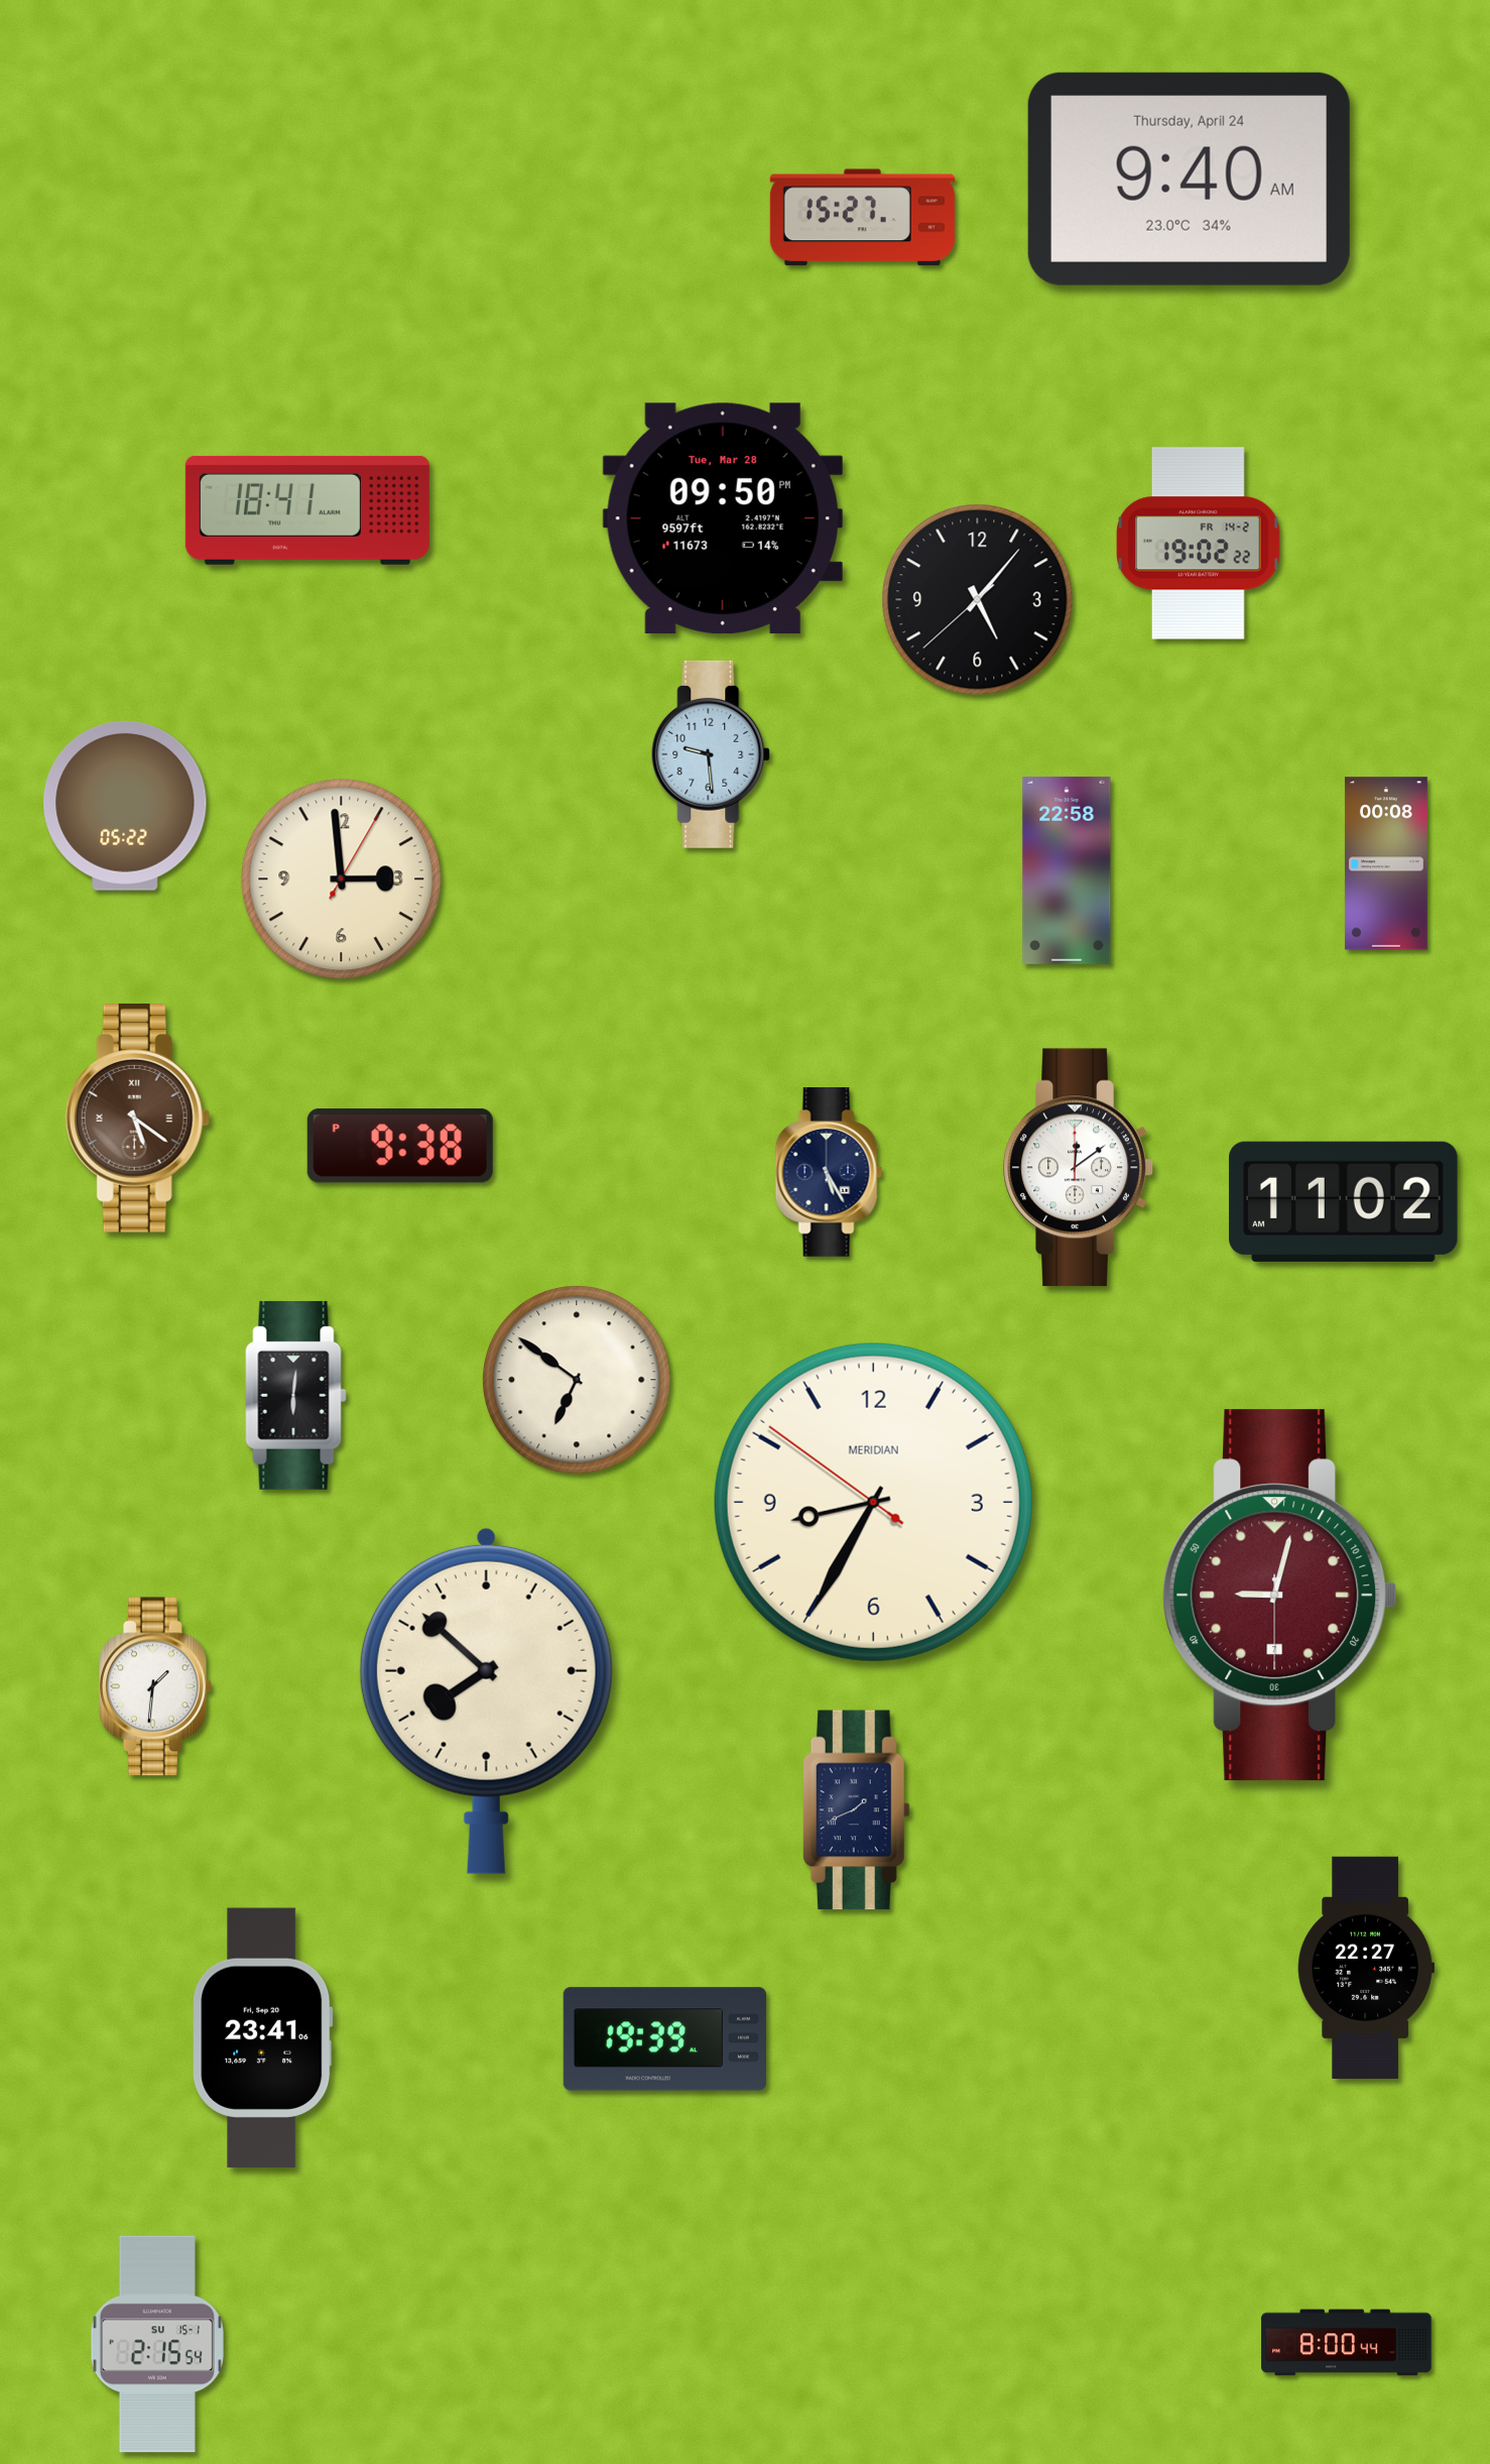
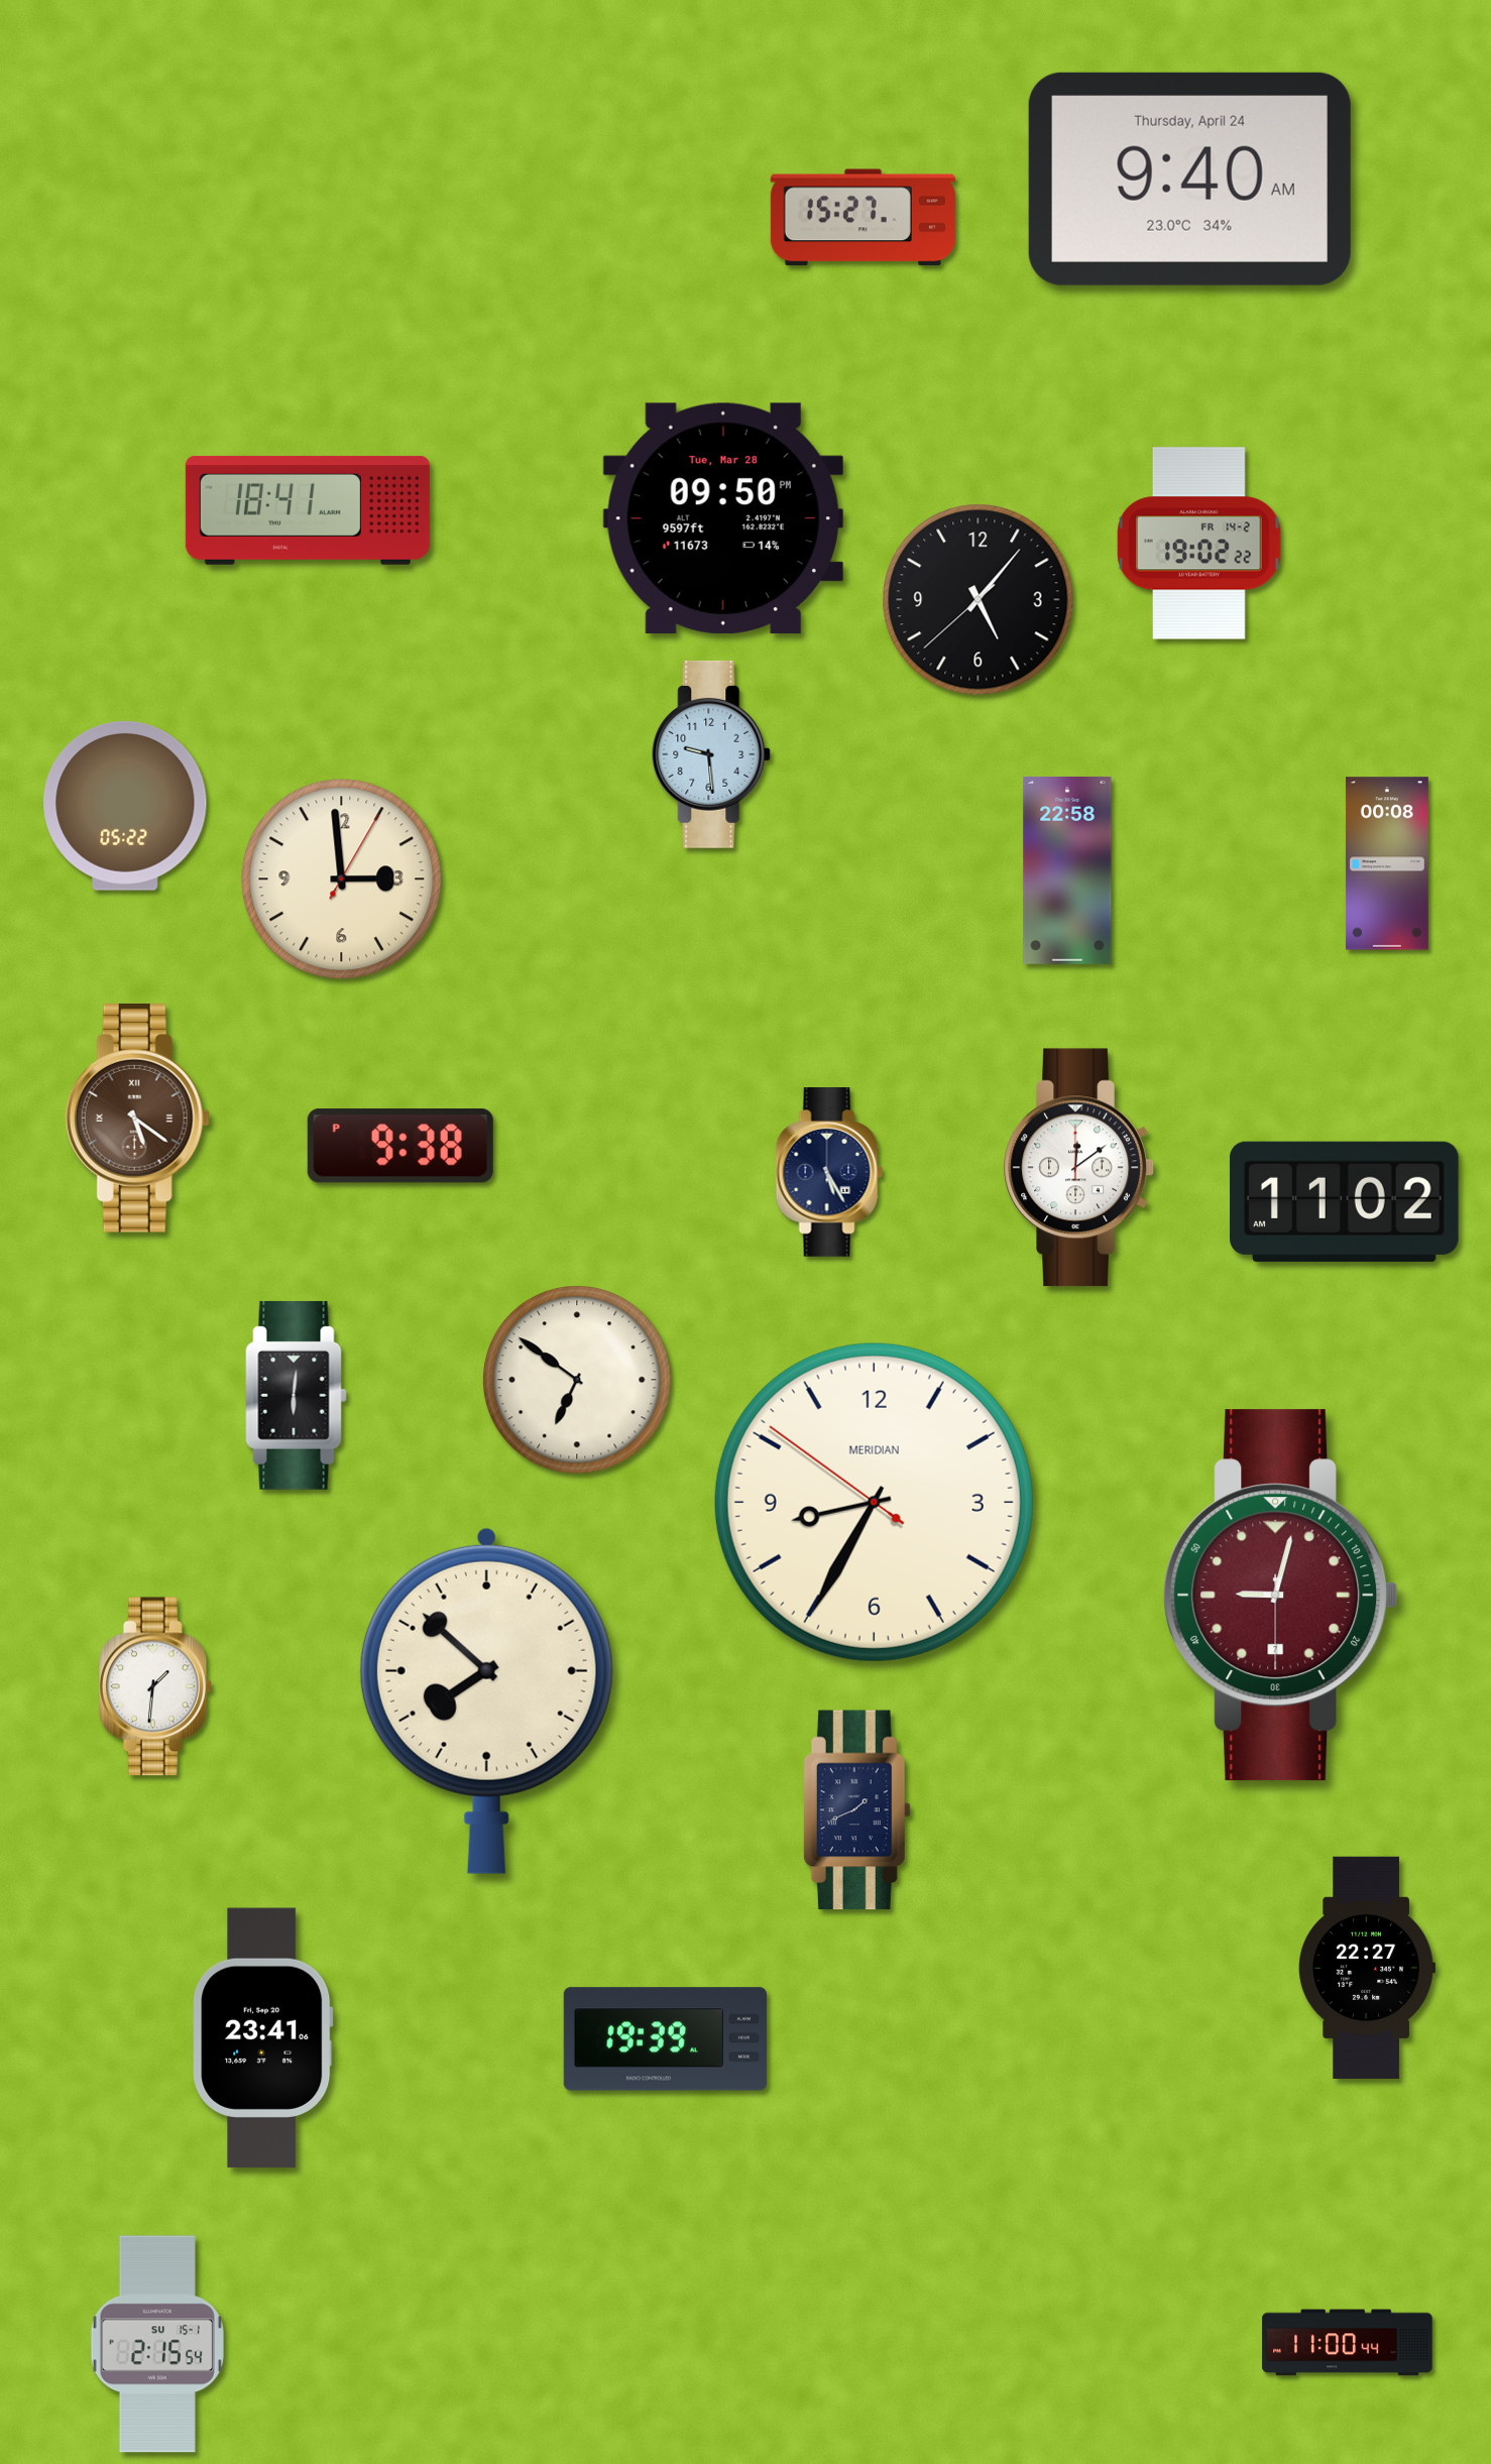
clock at (1347, 2343): 8:00 -> 11:00
